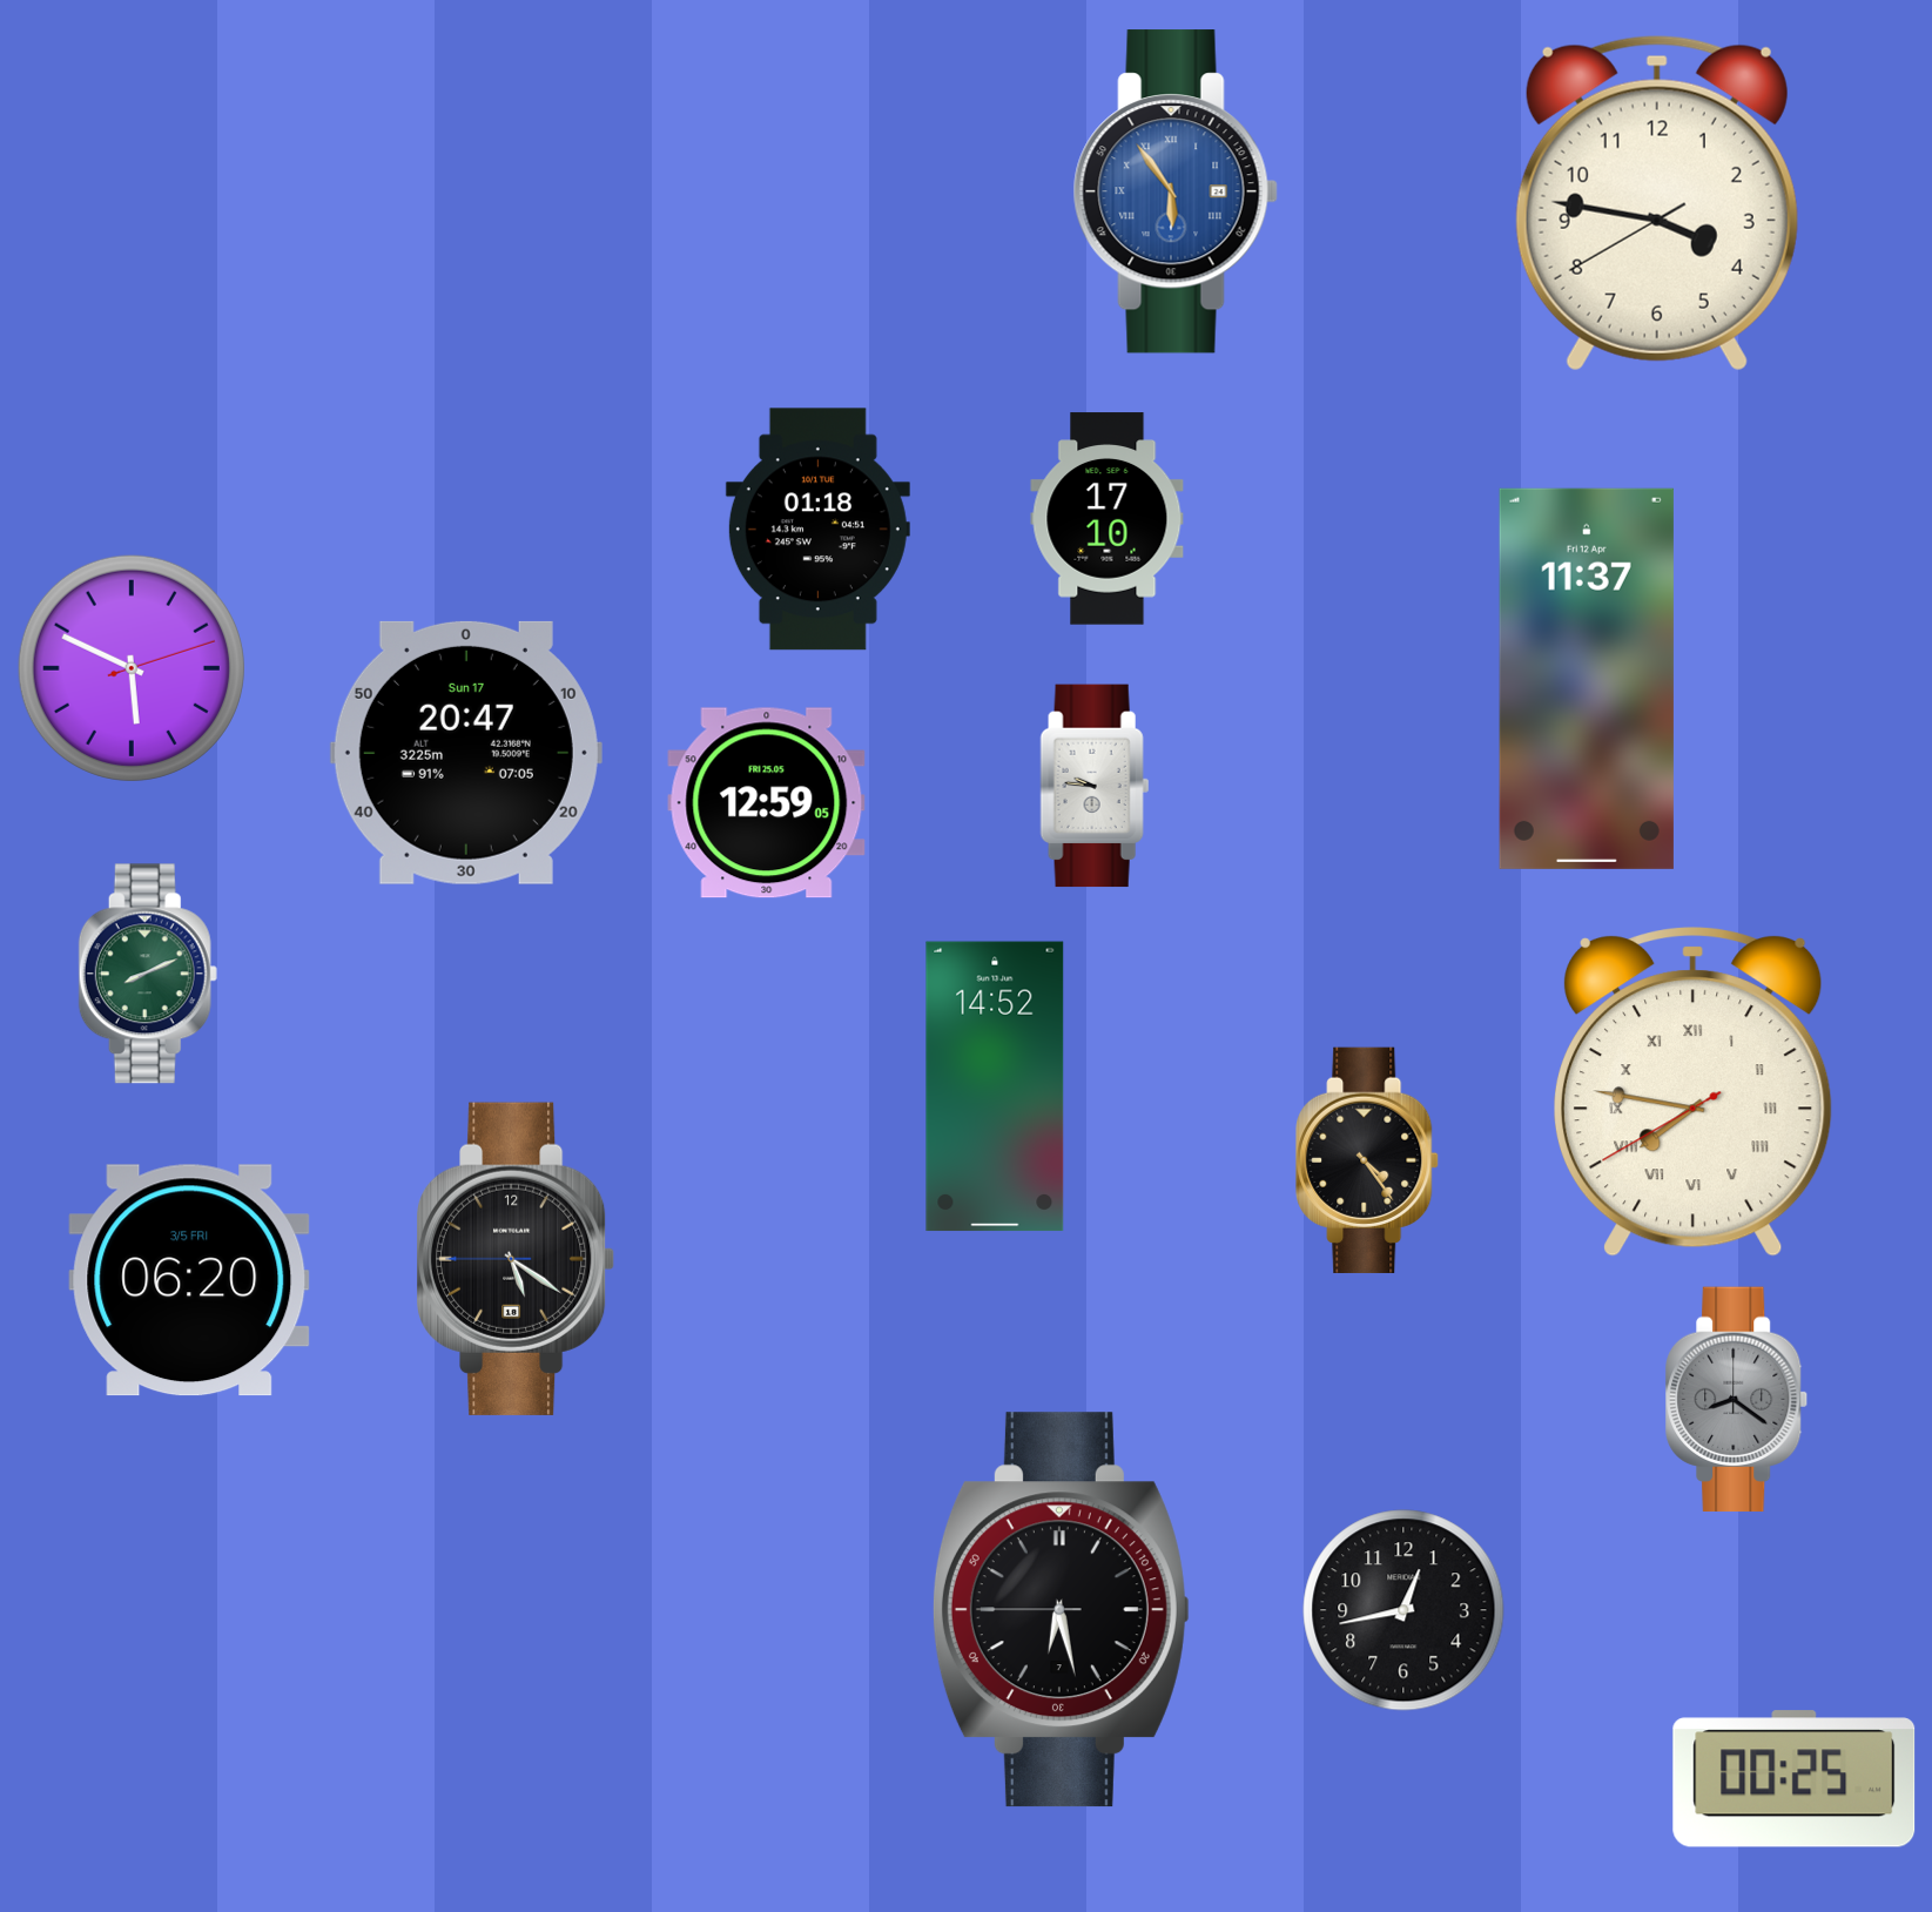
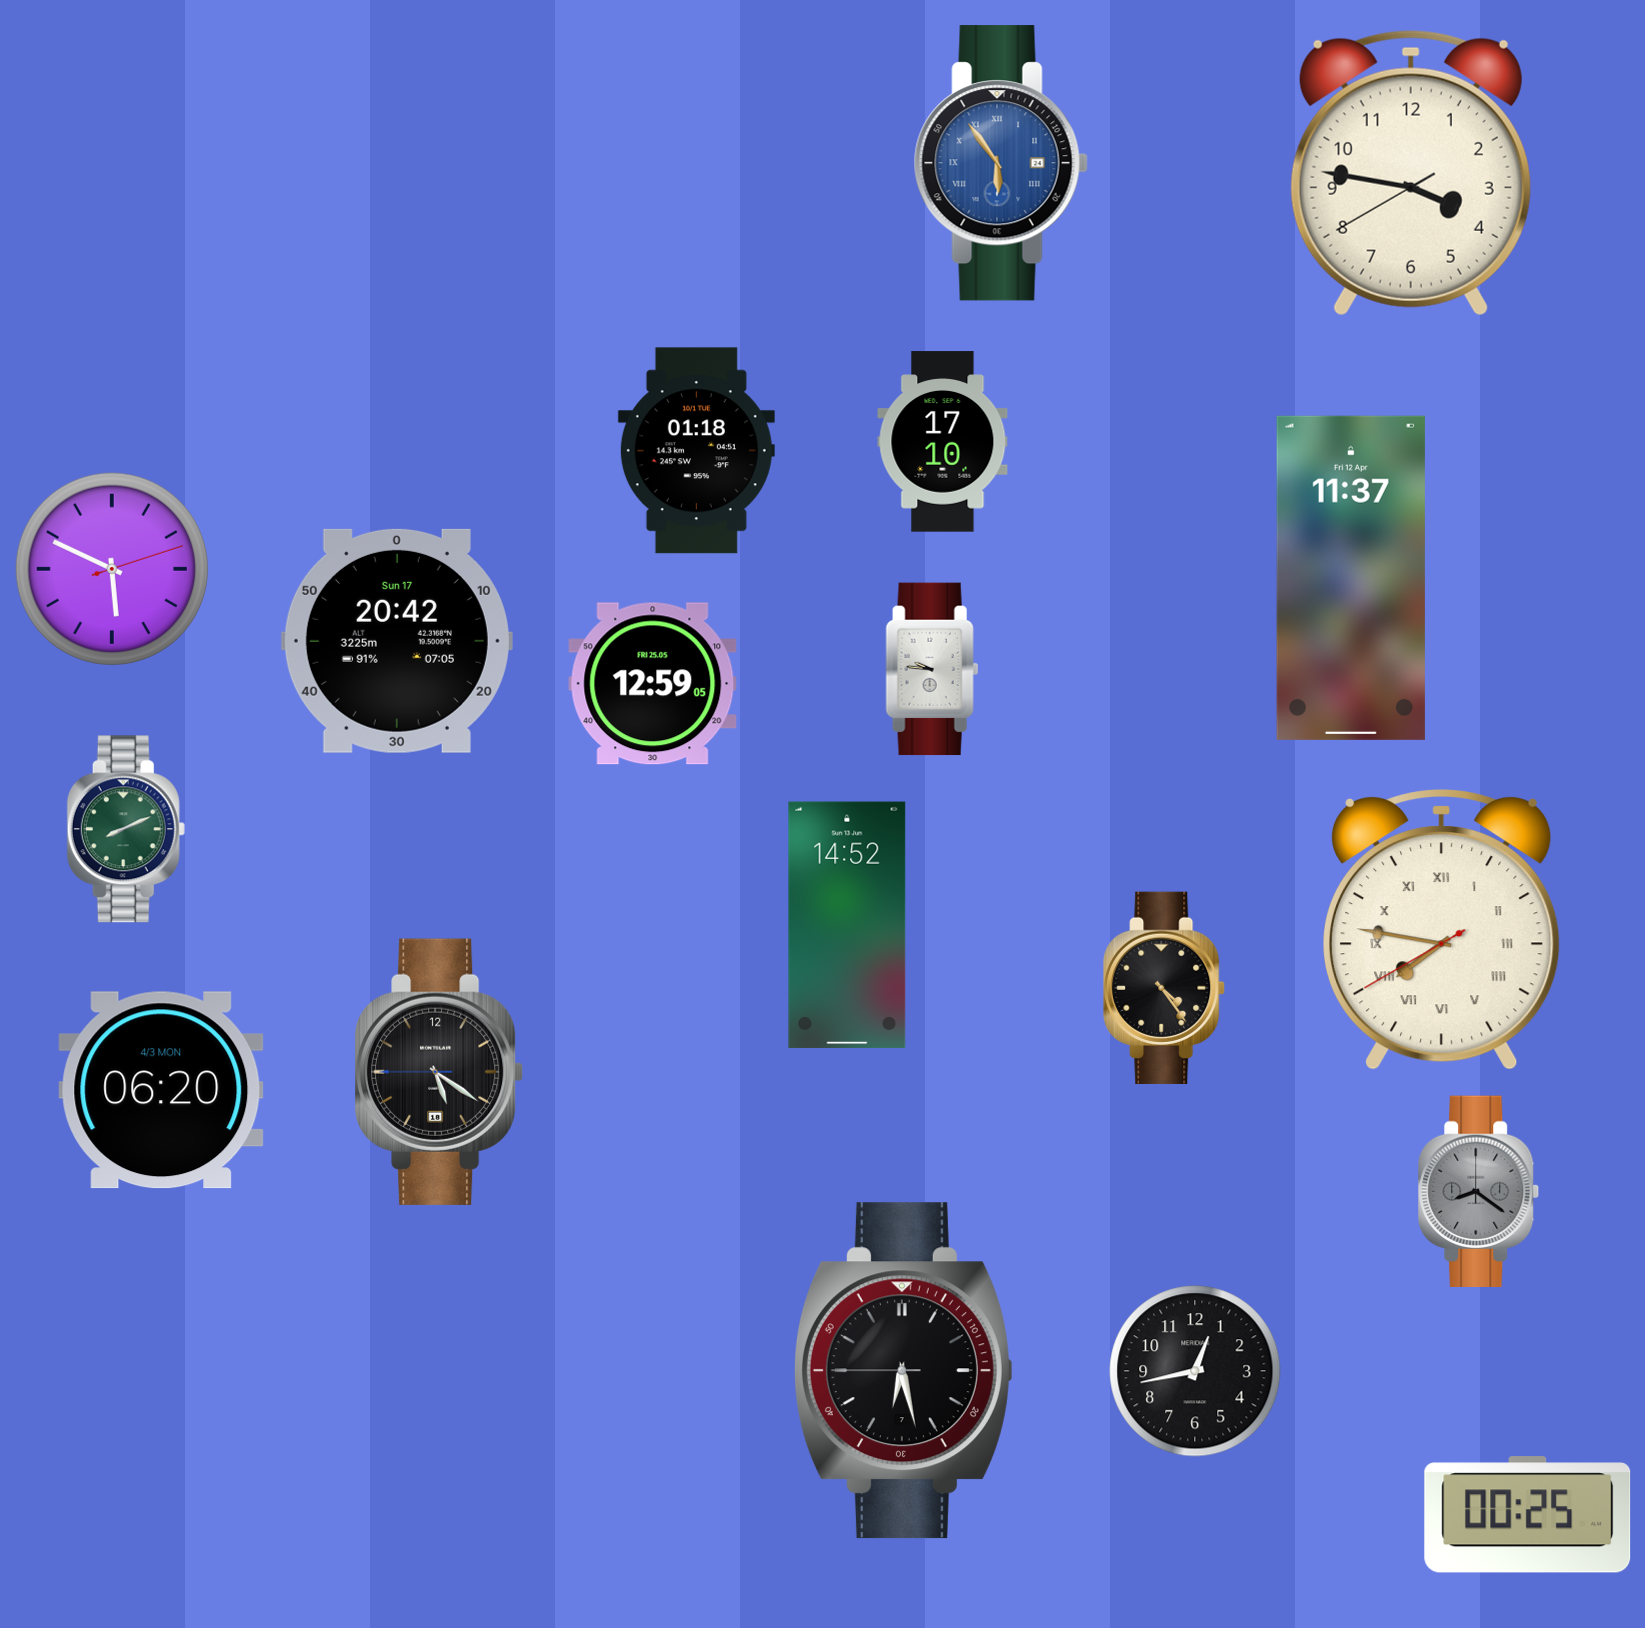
clock at (466, 753): 20:47 -> 20:42
clock at (189, 1280) date: 3/5 FRI -> 4/3 MON
